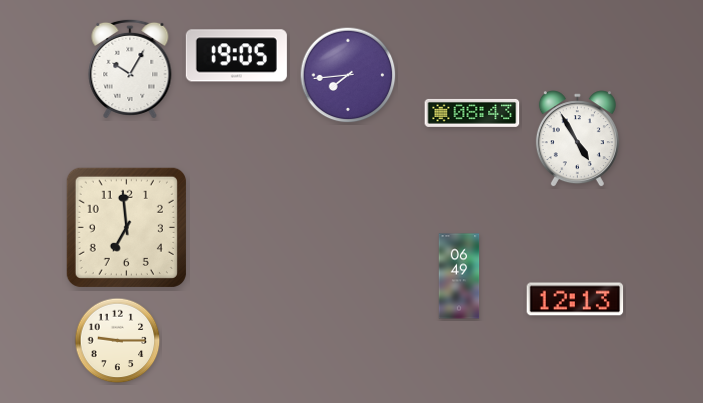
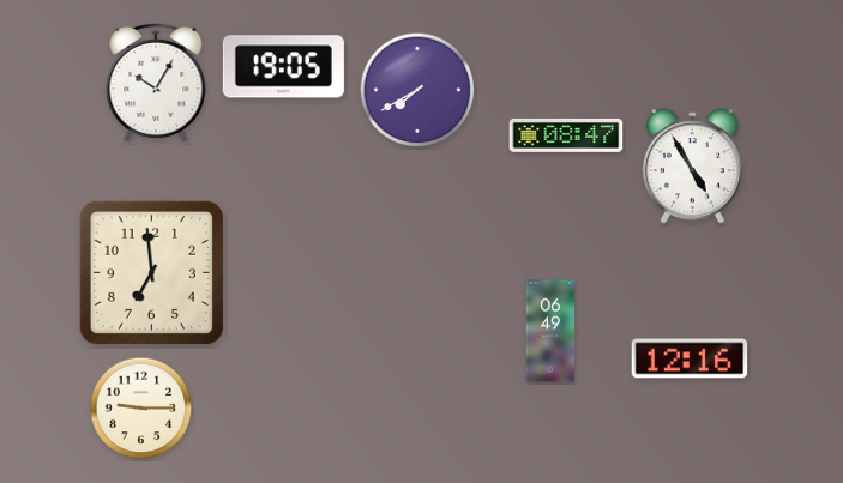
clock at (348, 75): 7:44 -> 7:40
clock at (472, 113): 08:43 -> 08:47
clock at (575, 299): 12:13 -> 12:16
